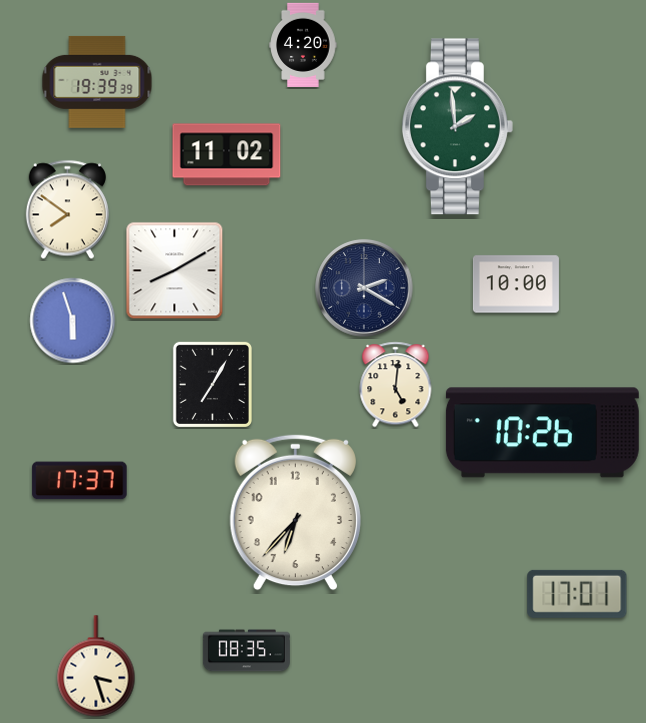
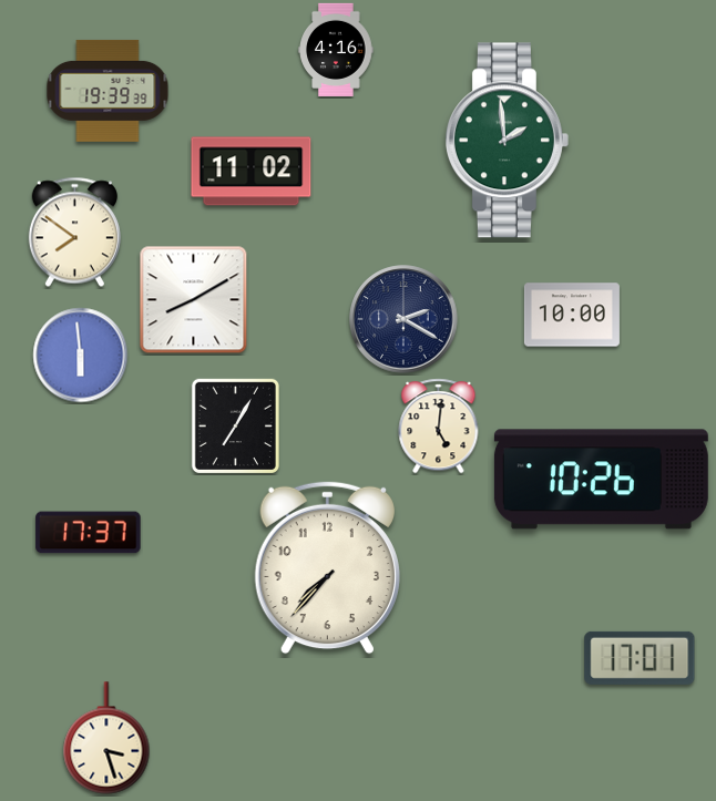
clock at (303, 45): 4:20 -> 4:16
clock at (73, 321): 5:57 -> 5:59
clock at (295, 513): 6:37 -> 7:37
clock at (246, 651): 08:35 -> none
